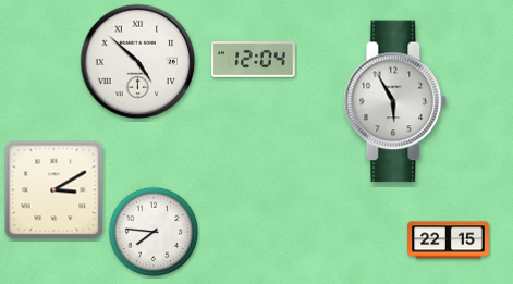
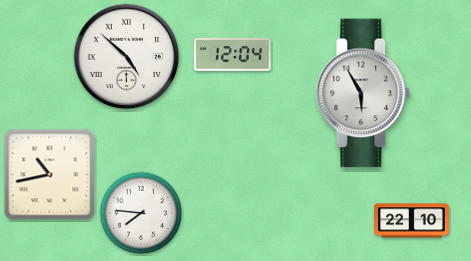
clock at (54, 190): 3:10 -> 10:43
clock at (449, 240): 22:15 -> 22:10
